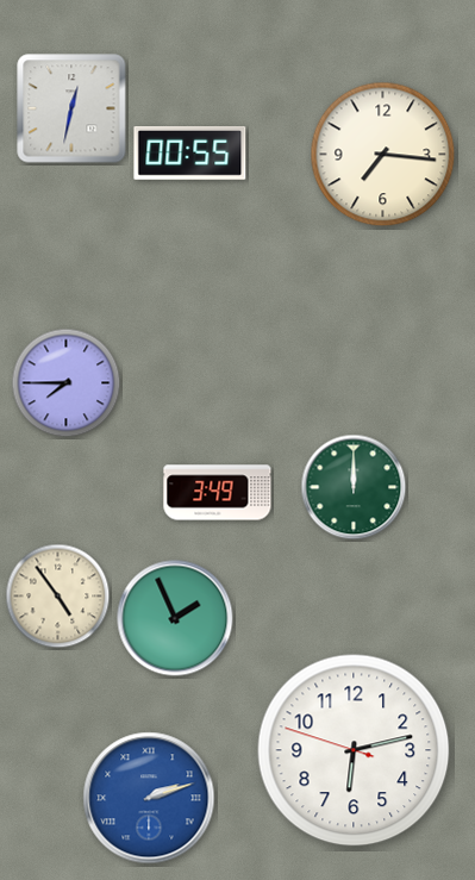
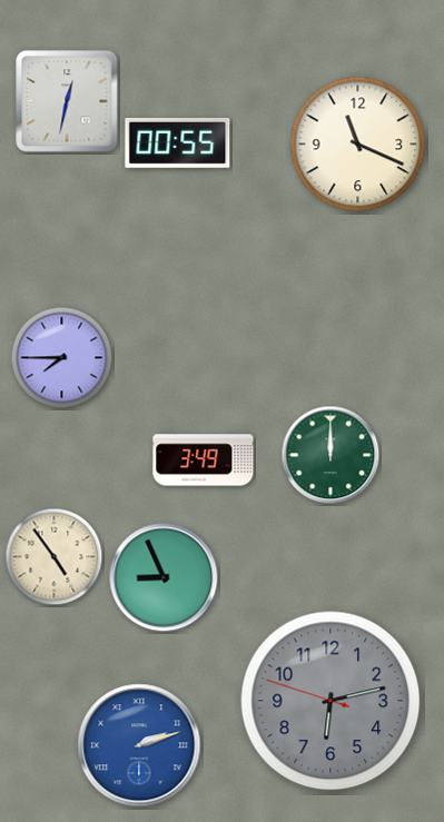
clock at (383, 155): 7:16 -> 11:19
clock at (175, 618): 1:56 -> 8:56
clock at (354, 750) dial: white -> grey
